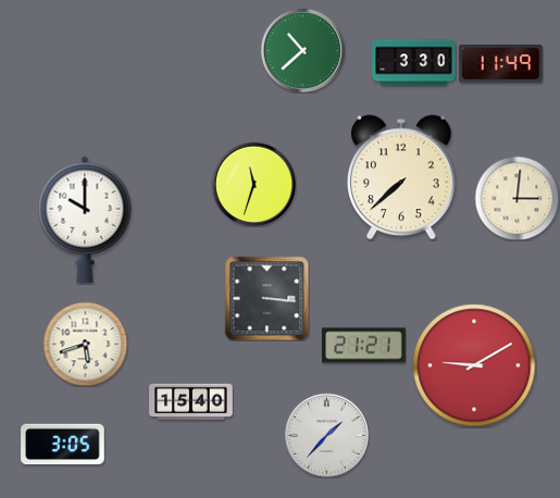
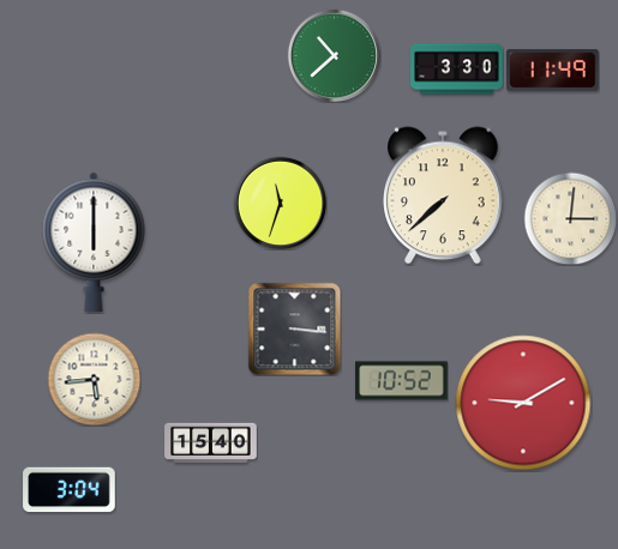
clock at (85, 220): 10:00 -> 6:00
clock at (85, 344): 5:42 -> 5:44
clock at (364, 346): 21:21 -> 10:52
clock at (326, 435): 1:37 -> none
clock at (63, 445): 3:05 -> 3:04
